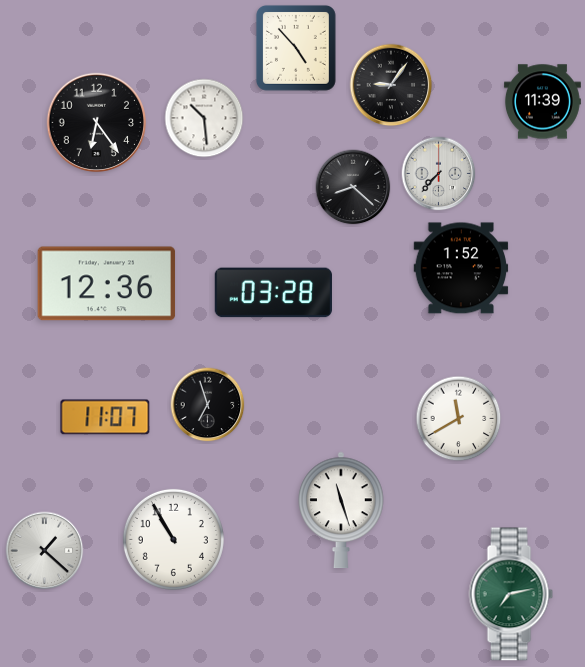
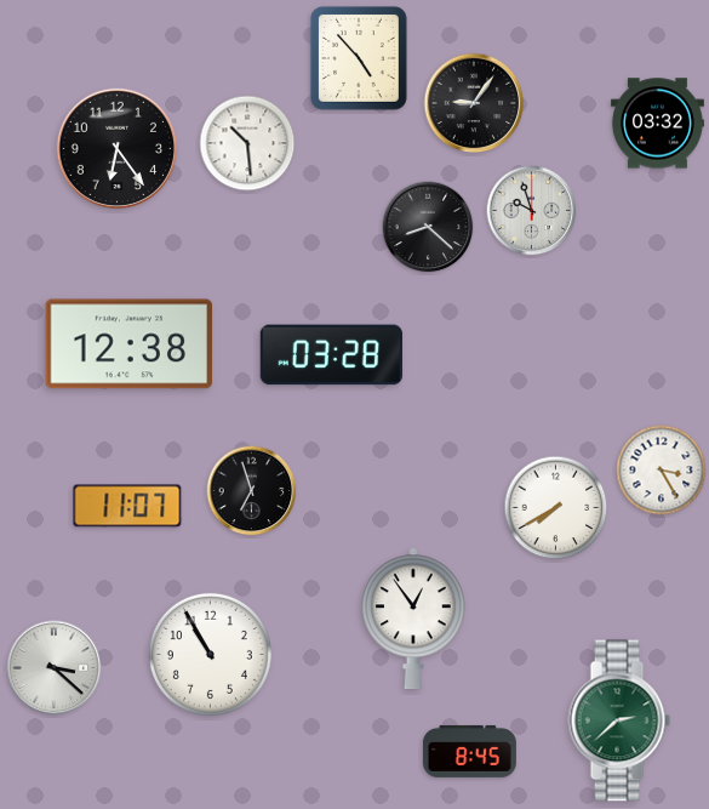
clock at (542, 102): 11:39 -> 03:32
clock at (439, 174): 7:37 -> 9:57
clock at (461, 268): 1:52 -> none
clock at (107, 284): 12:36 -> 12:38
clock at (662, 471): none -> 3:25
clock at (459, 419): 11:40 -> 7:40
clock at (342, 510): 11:27 -> 12:54
clock at (45, 551): 1:22 -> 3:22
clock at (511, 594): 7:13 -> 2:38
clock at (469, 751): none -> 8:45
